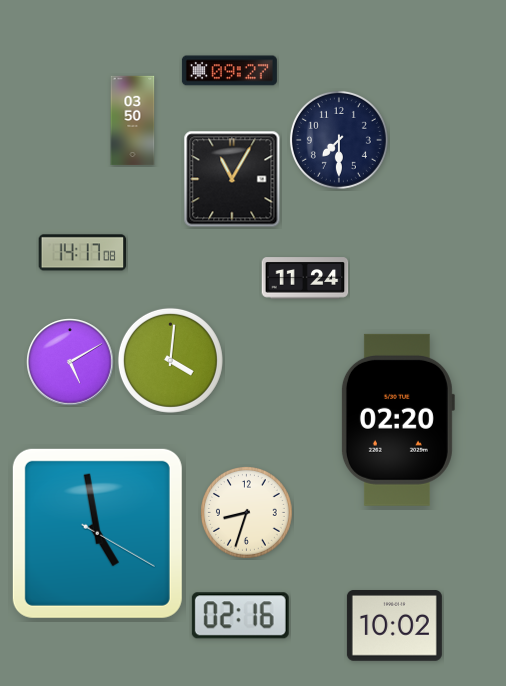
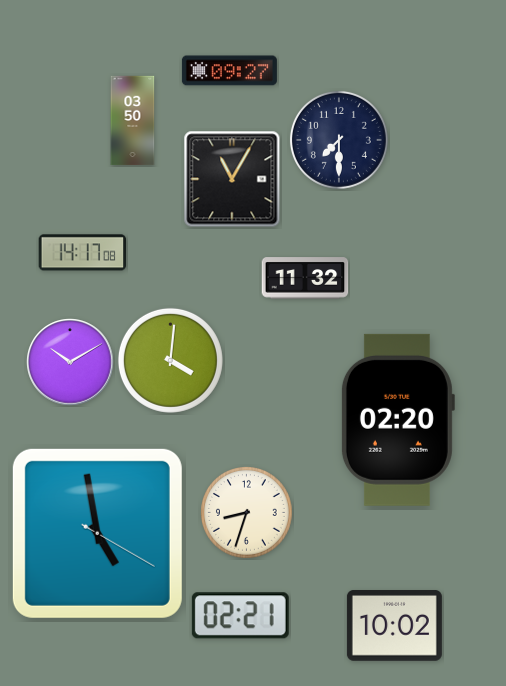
clock at (305, 278): 11:24 -> 11:32
clock at (70, 362): 5:10 -> 10:10
clock at (240, 616): 02:16 -> 02:21
